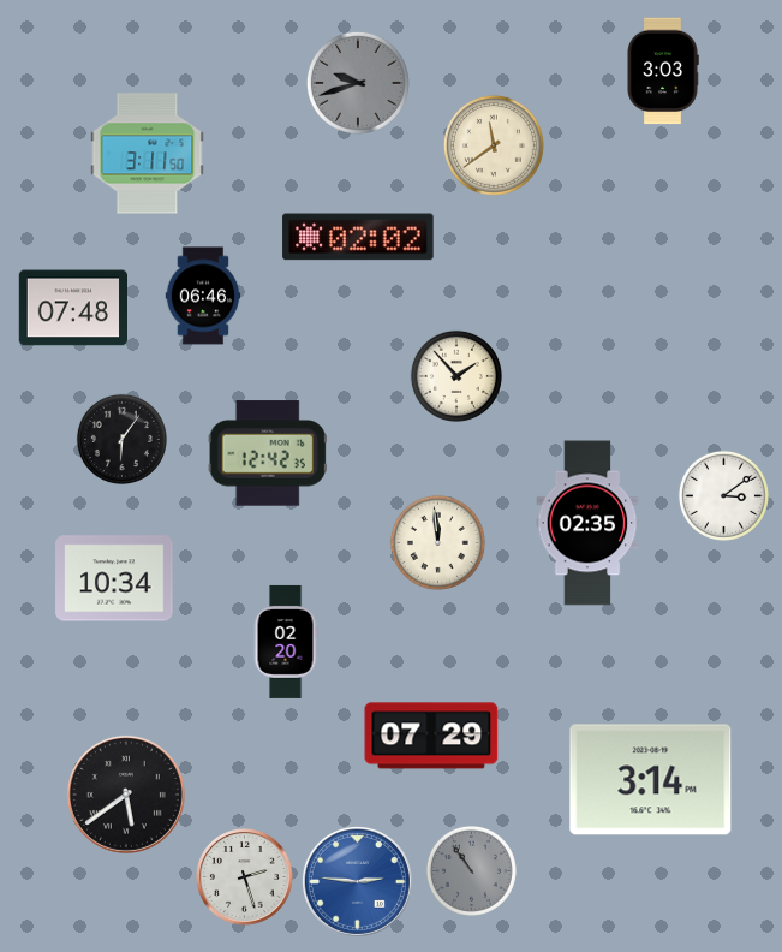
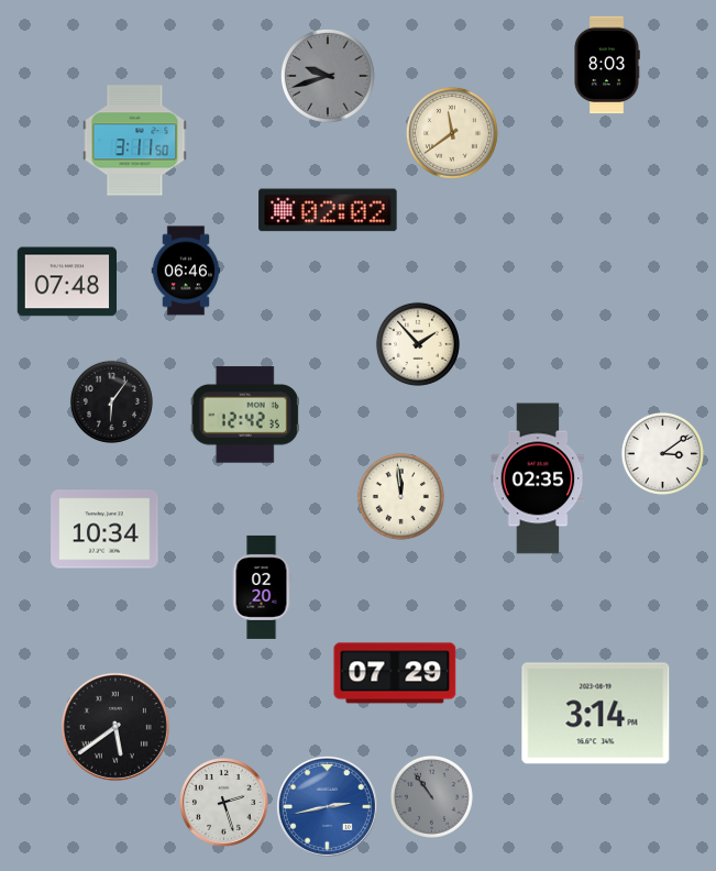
clock at (663, 71): 3:03 -> 8:03
clock at (358, 237) position: (358, 237) -> (328, 210)
clock at (357, 881): 2:46 -> 2:43
